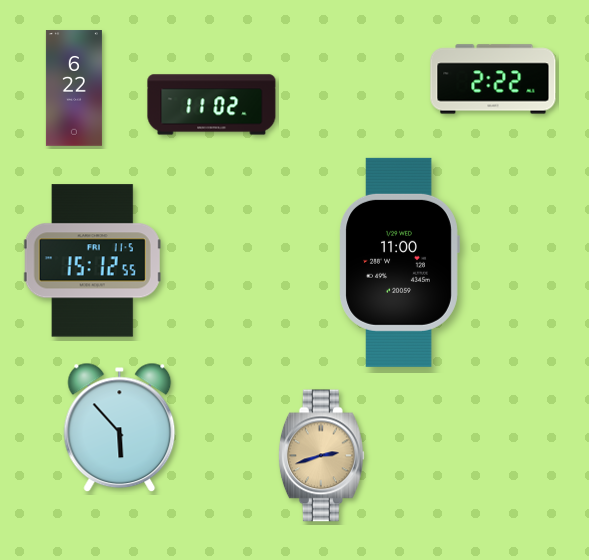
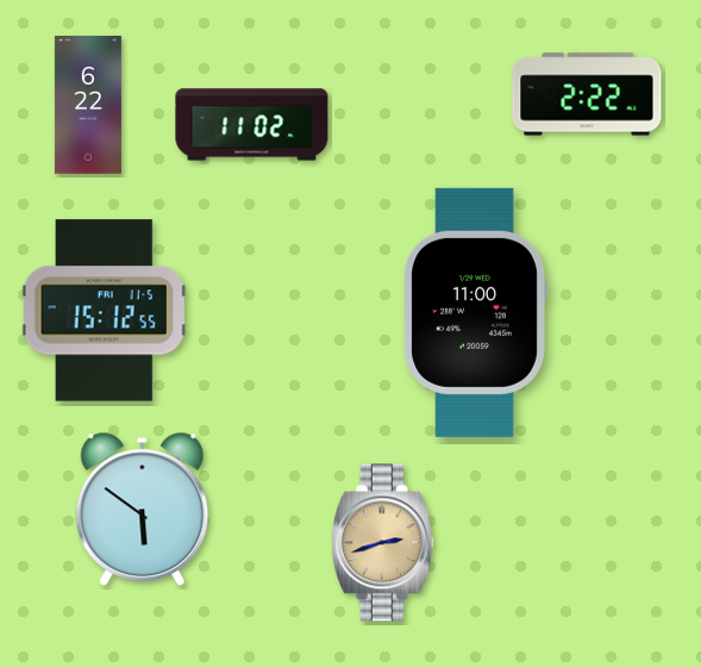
clock at (92, 261) position: (92, 261) -> (104, 311)
clock at (120, 428): 5:53 -> 5:51
